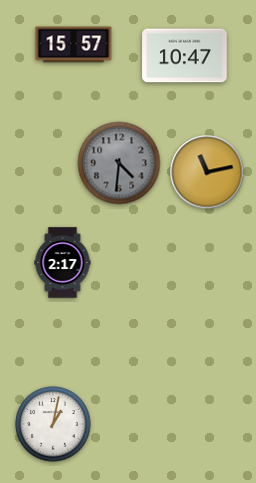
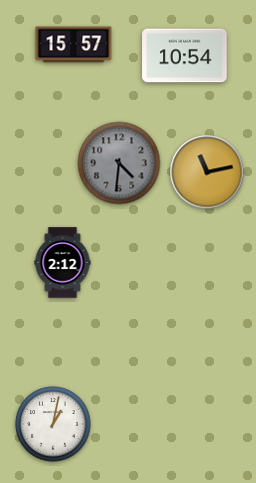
clock at (185, 56): 10:47 -> 10:54
clock at (63, 263): 2:17 -> 2:12
